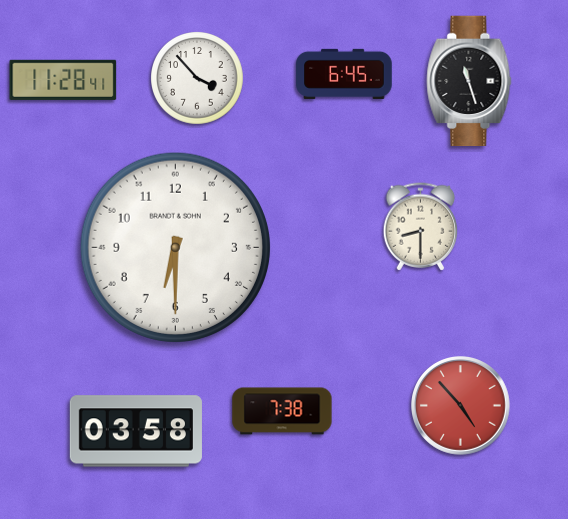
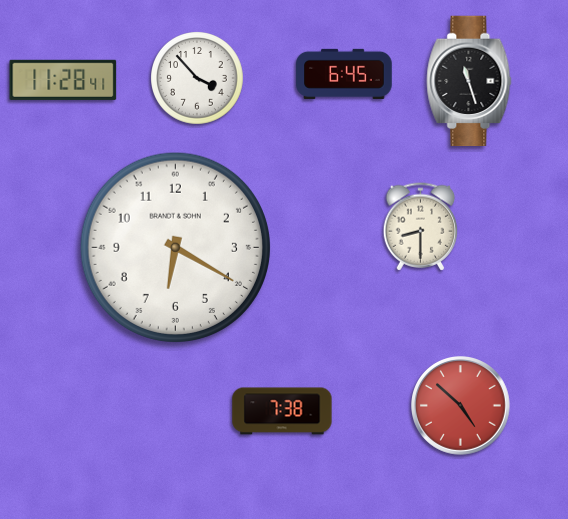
clock at (175, 247): 6:30 -> 6:20
clock at (461, 406): 4:53 -> 4:52
clock at (136, 431): 03:58 -> none
